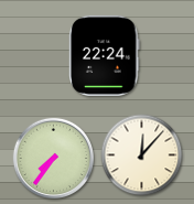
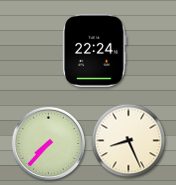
clock at (142, 155): 12:07 -> 8:26
clock at (53, 158): 7:36 -> 7:37
